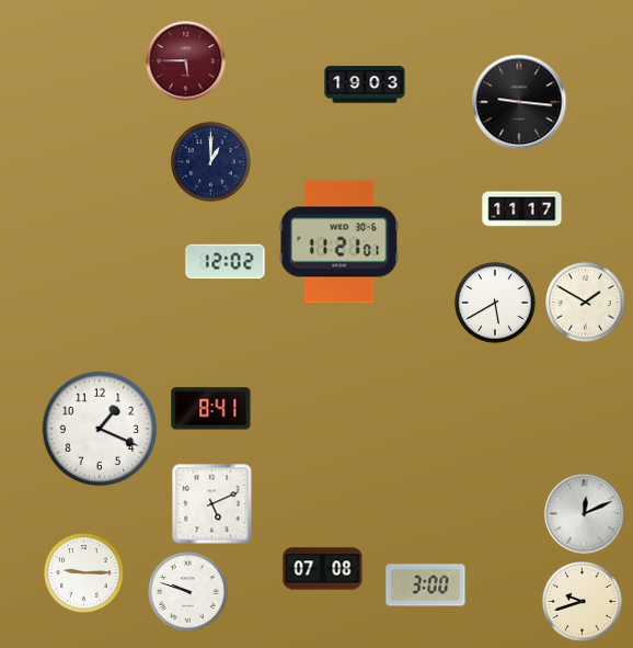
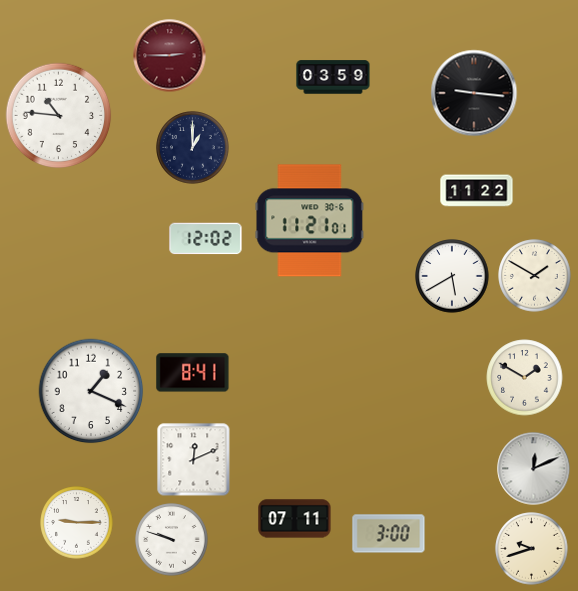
clock at (186, 61): 5:45 -> 2:45
clock at (365, 84): 19:03 -> 03:59
clock at (59, 116): none -> 10:46
clock at (522, 209): 11:17 -> 11:22
clock at (525, 378): none -> 1:50
clock at (212, 504): 5:11 -> 12:11
clock at (323, 569): 07:08 -> 07:11
